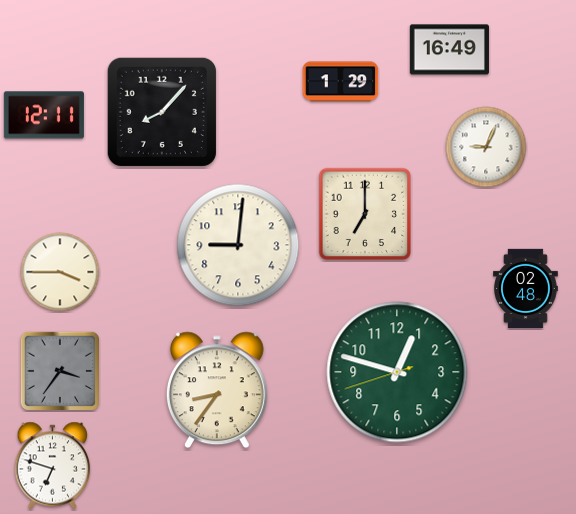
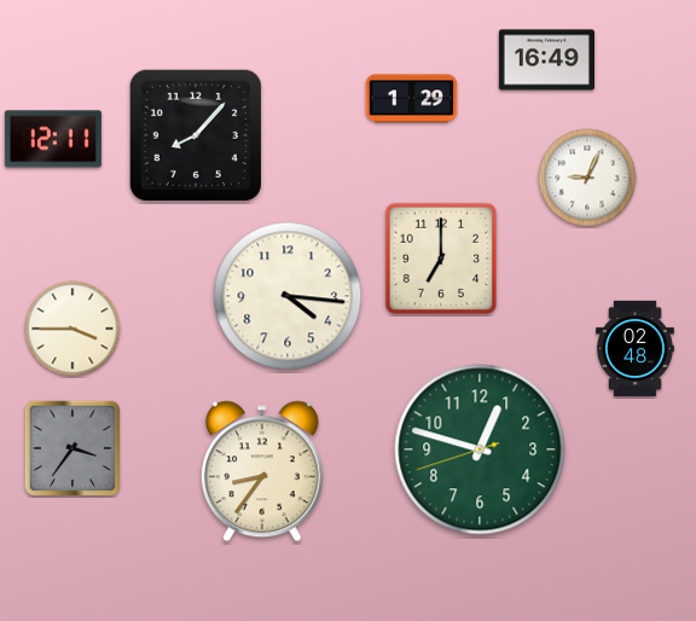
clock at (449, 50) position: (449, 50) -> (546, 60)
clock at (238, 245): 9:01 -> 4:16
clock at (53, 466): 6:48 -> none
